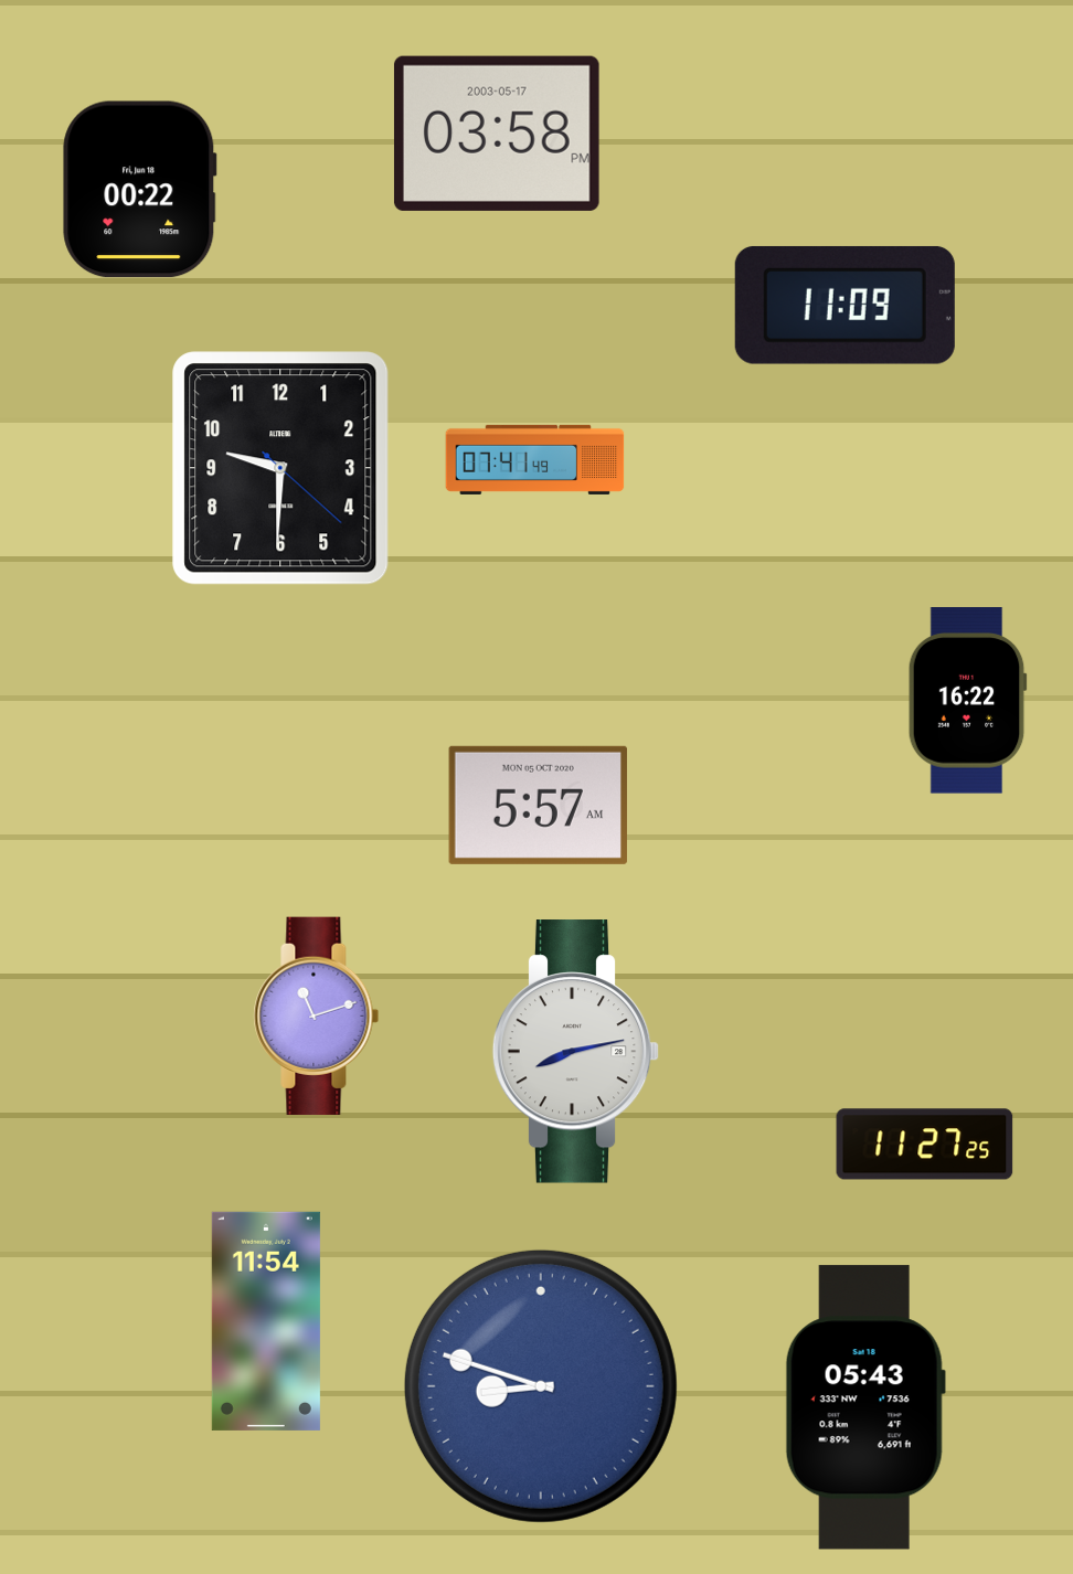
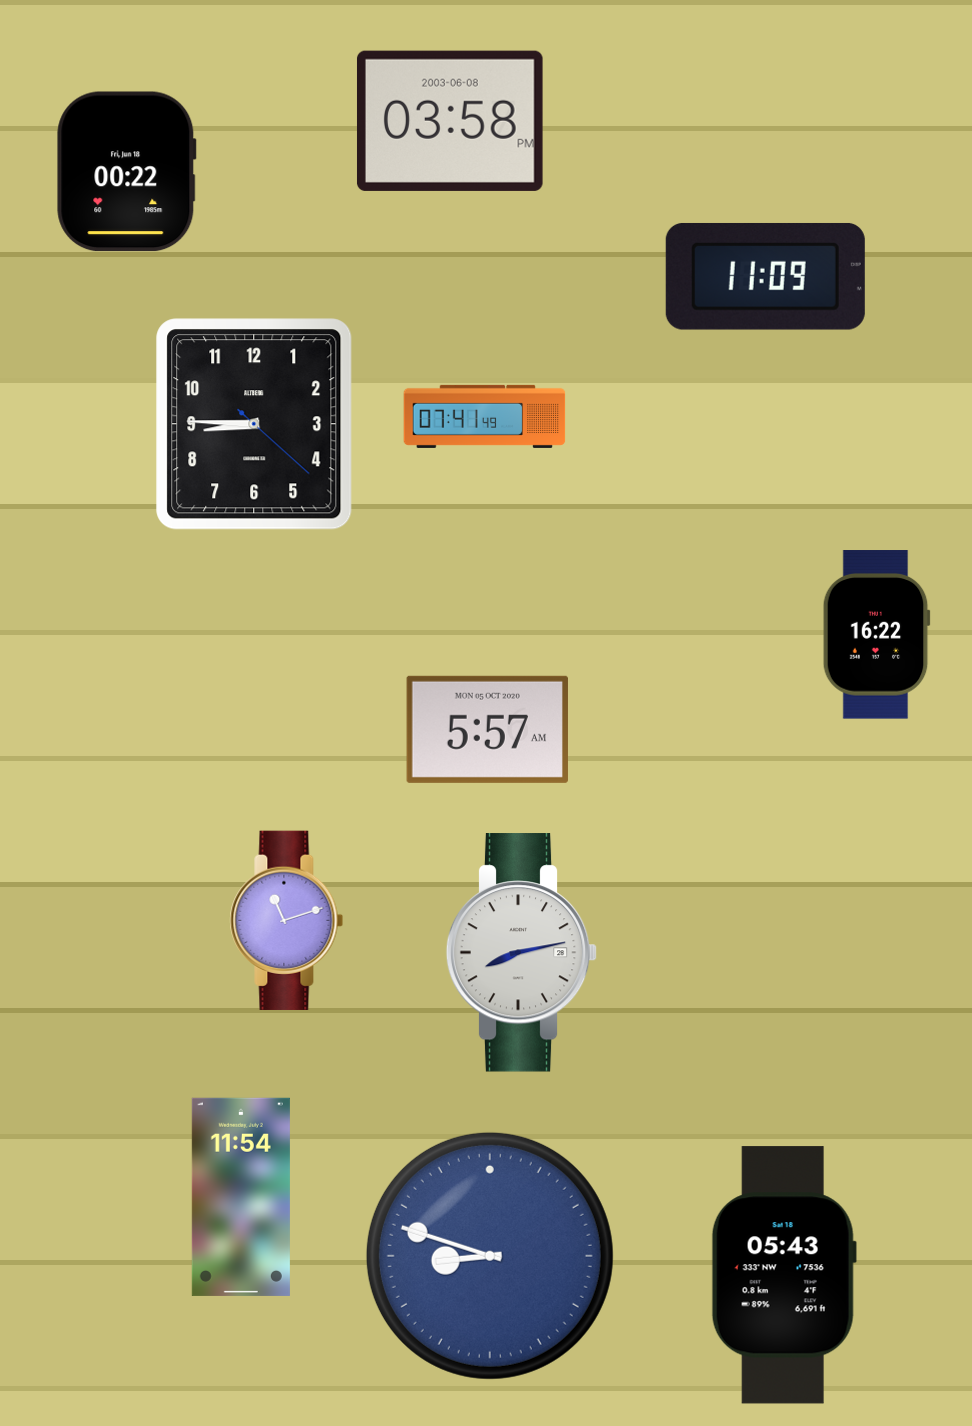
clock at (497, 134) date: 2003-05-17 -> 2003-06-08
clock at (280, 468): 9:30 -> 8:45
clock at (925, 1145): 11:27 -> none
